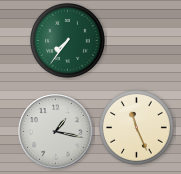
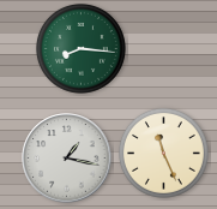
clock at (67, 40): 7:36 -> 8:16
